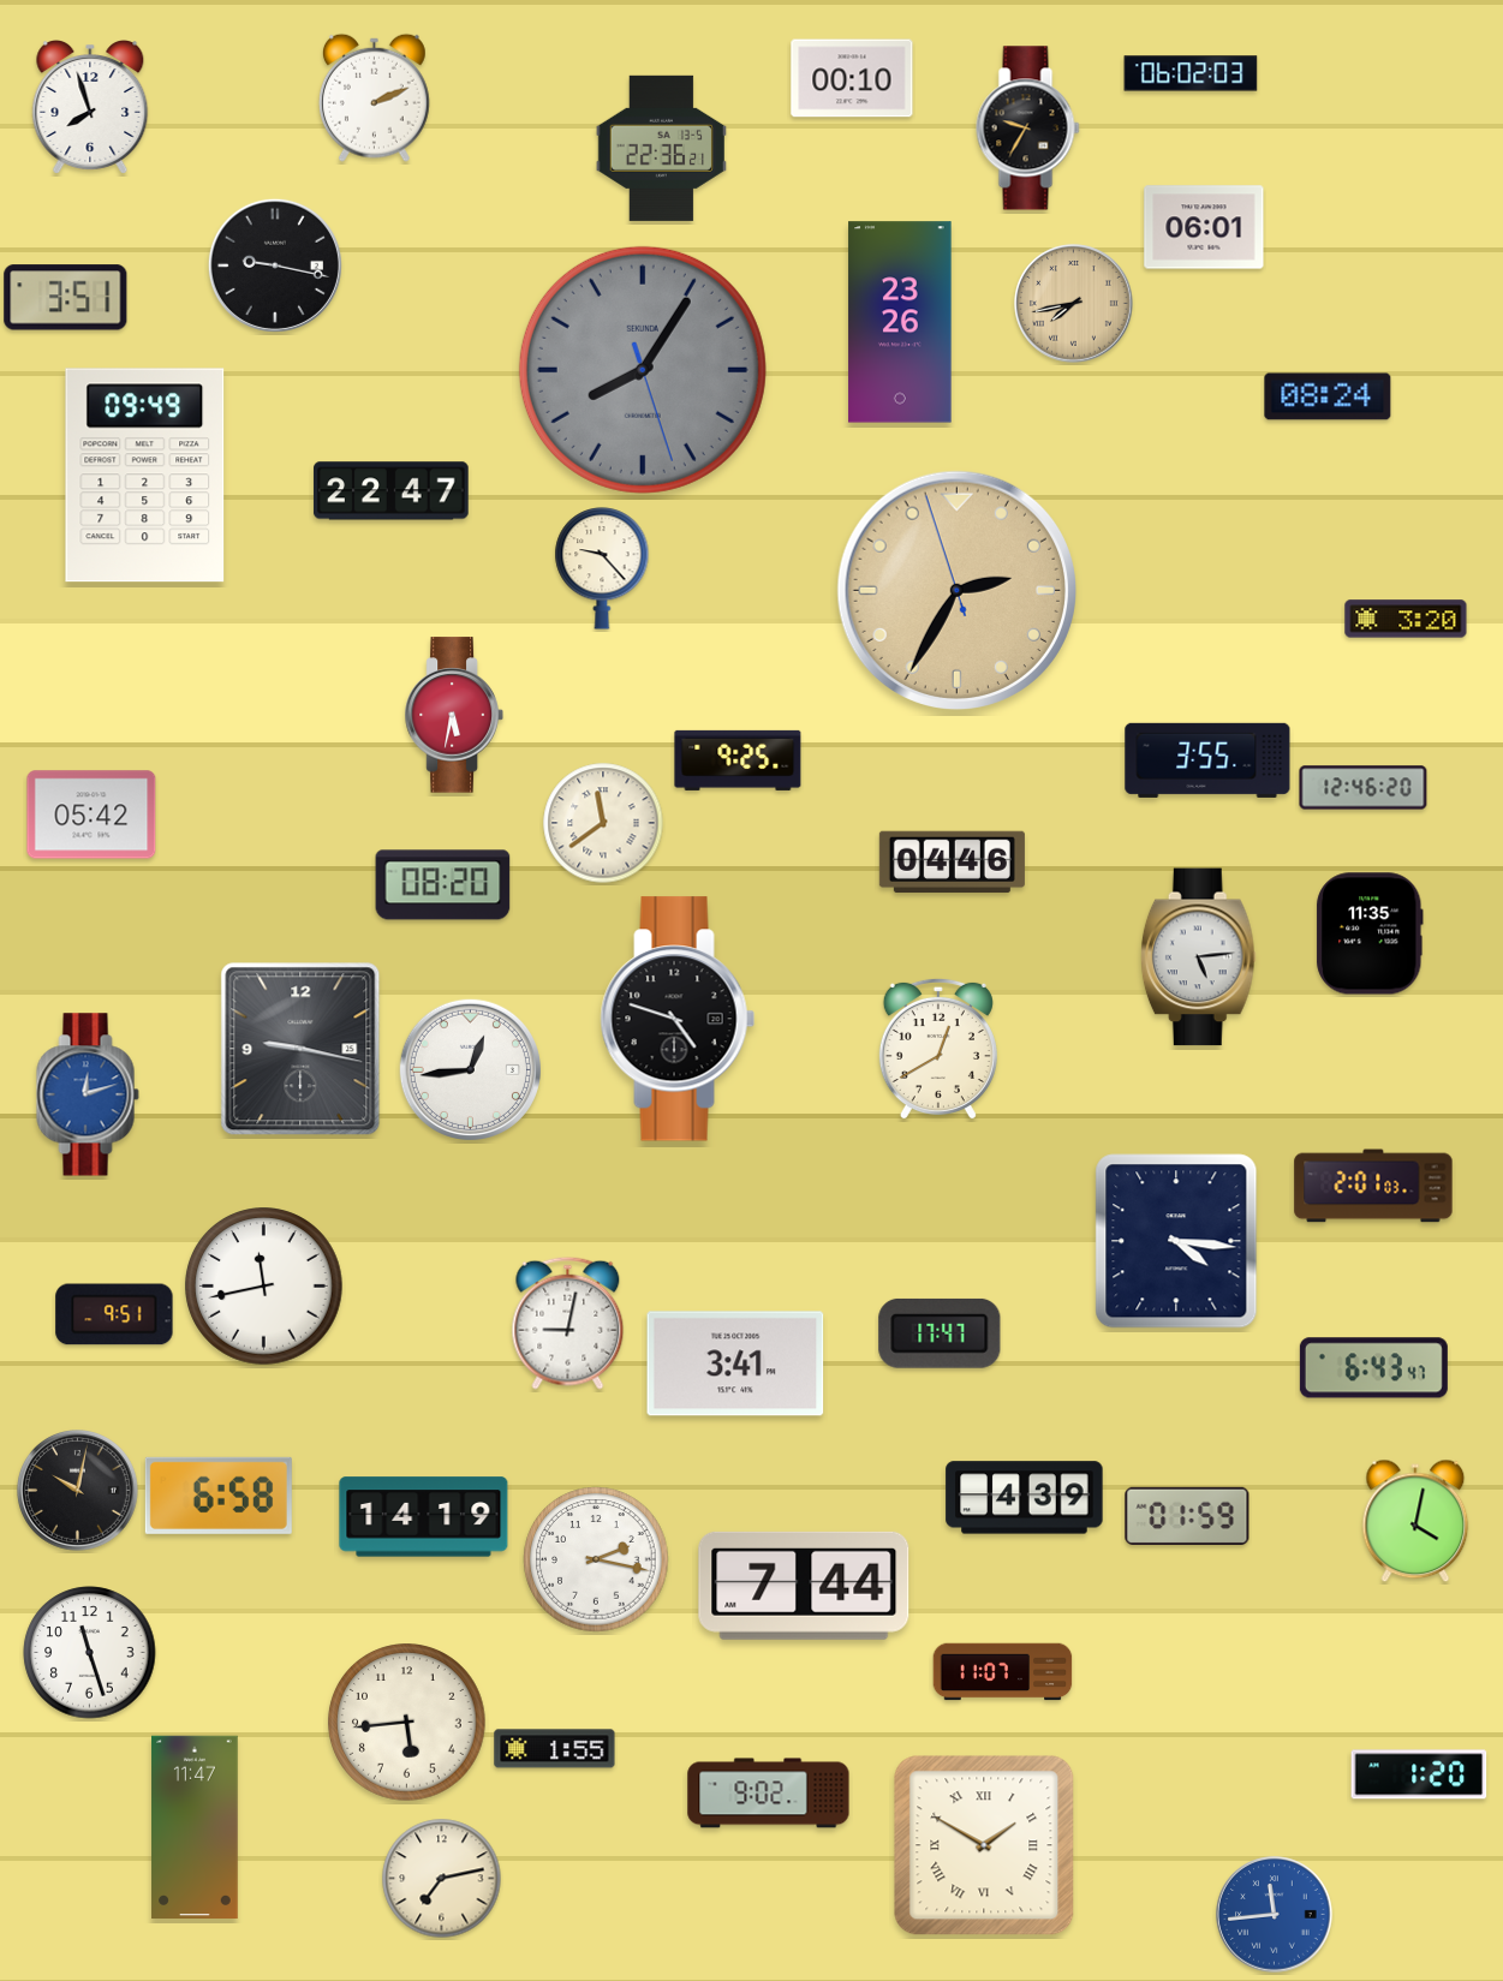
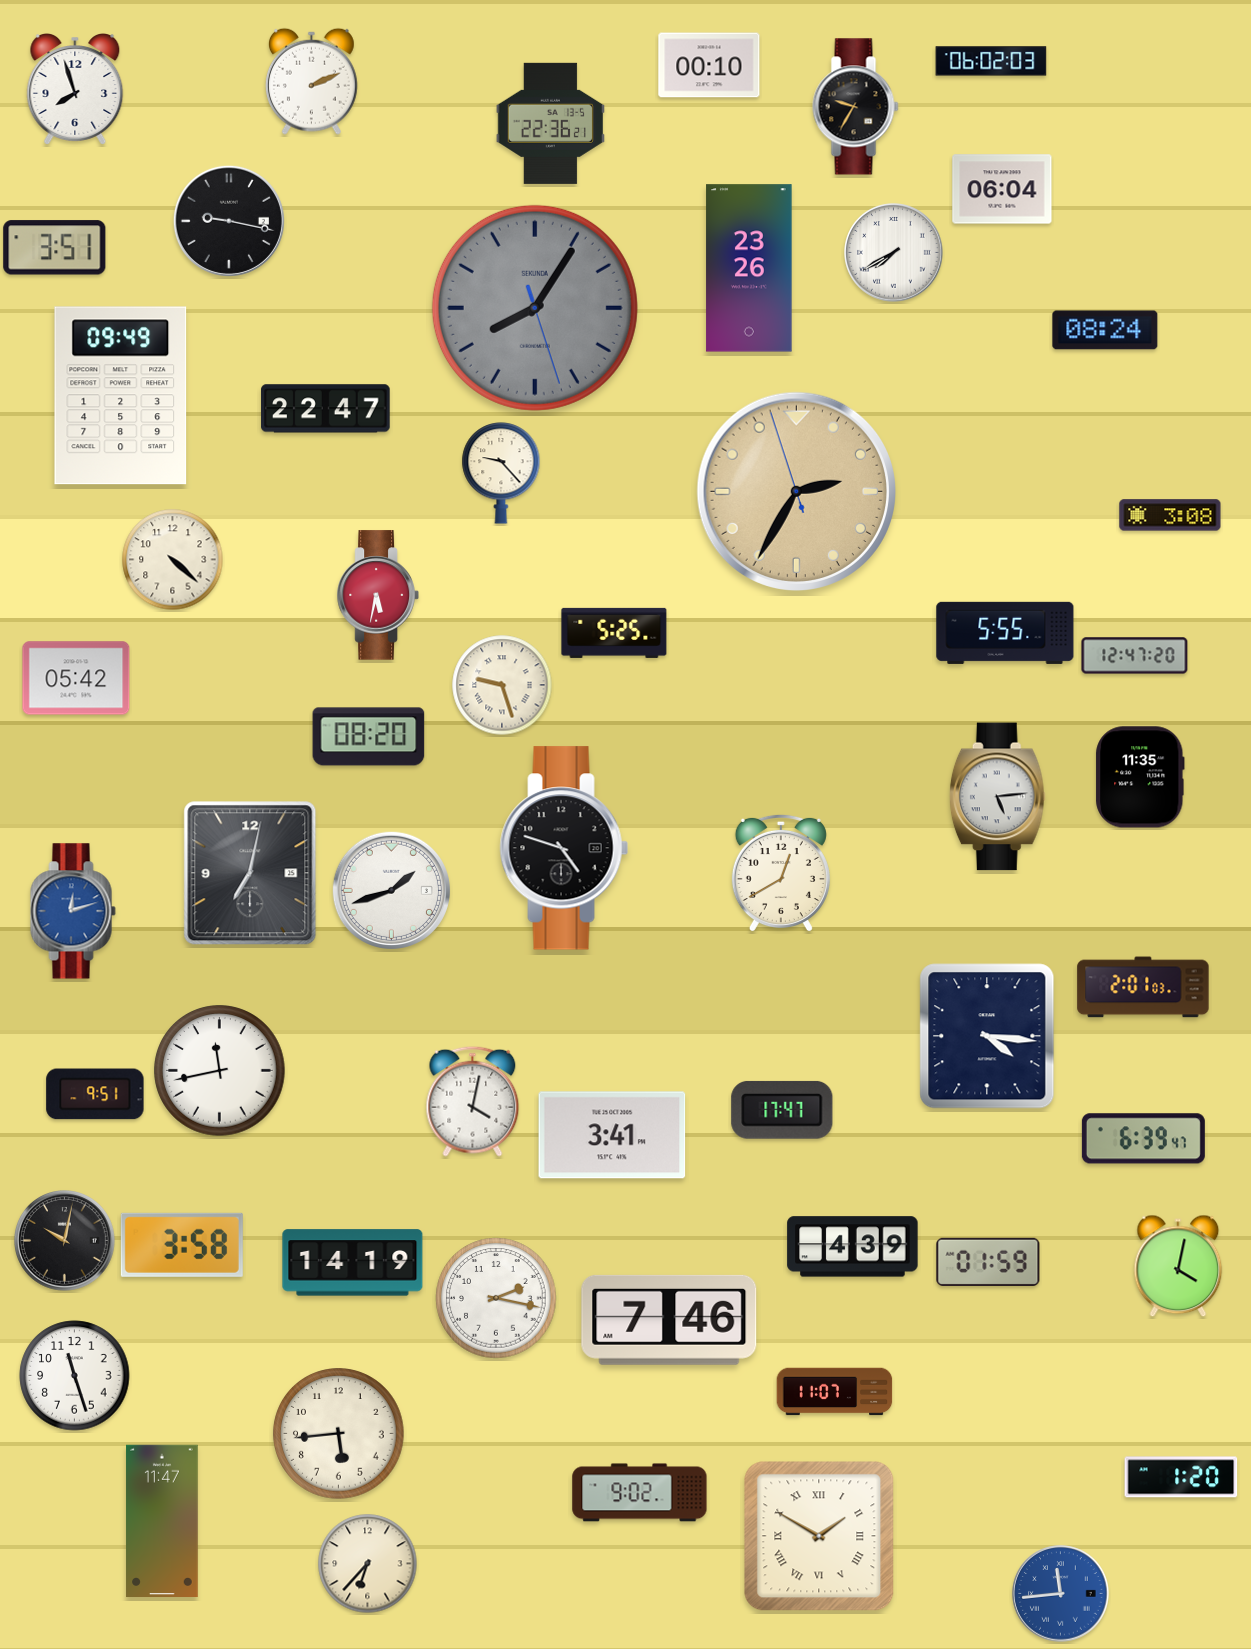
clock at (1204, 227): 06:01 -> 06:04
clock at (1074, 304): 7:43 -> 7:40
clock at (1074, 304) dial: champagne -> white
clock at (1406, 619): 3:20 -> 3:08
clock at (173, 560): none -> 4:22
clock at (738, 760): 9:25 -> 5:25
clock at (1207, 760): 3:55 -> 5:55
clock at (1364, 788): 12:46 -> 12:47
clock at (603, 823): 11:39 -> 9:27
clock at (952, 863): 04:46 -> none
clock at (300, 1049): 9:17 -> 7:02
clock at (470, 1069): 12:44 -> 1:42
clock at (1176, 1241) position: (1176, 1241) -> (987, 1036)
clock at (568, 1323): 9:02 -> 4:02
clock at (1373, 1368): 6:43 -> 6:39
clock at (219, 1496): 6:58 -> 3:58
clock at (804, 1586): 7:44 -> 7:46
clock at (555, 1749): 1:55 -> none
clock at (442, 1879): 7:13 -> 6:37
